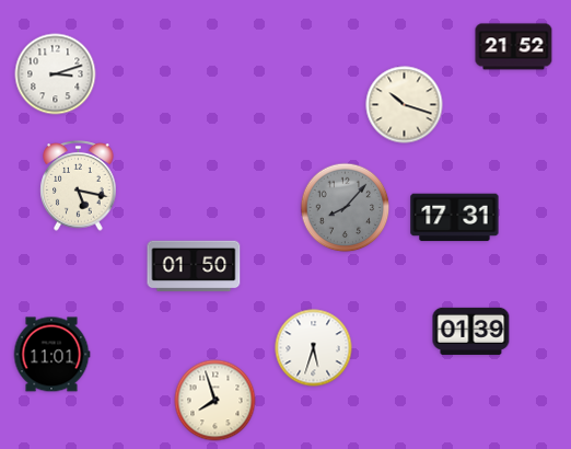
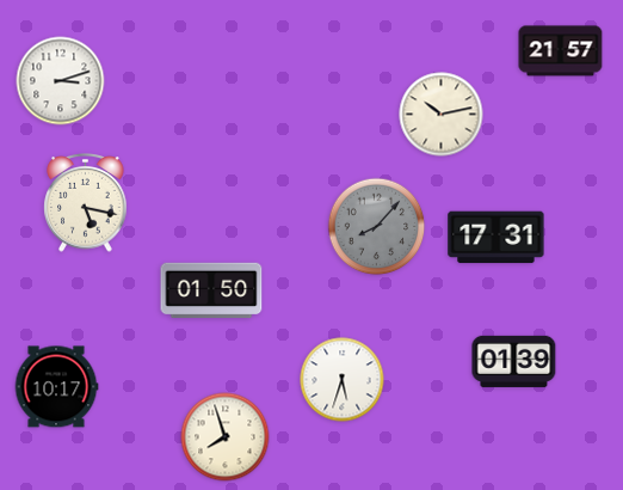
clock at (514, 47): 21:52 -> 21:57
clock at (405, 105): 10:18 -> 10:13
clock at (51, 355): 11:01 -> 10:17
clock at (215, 401) position: (215, 401) -> (226, 437)
